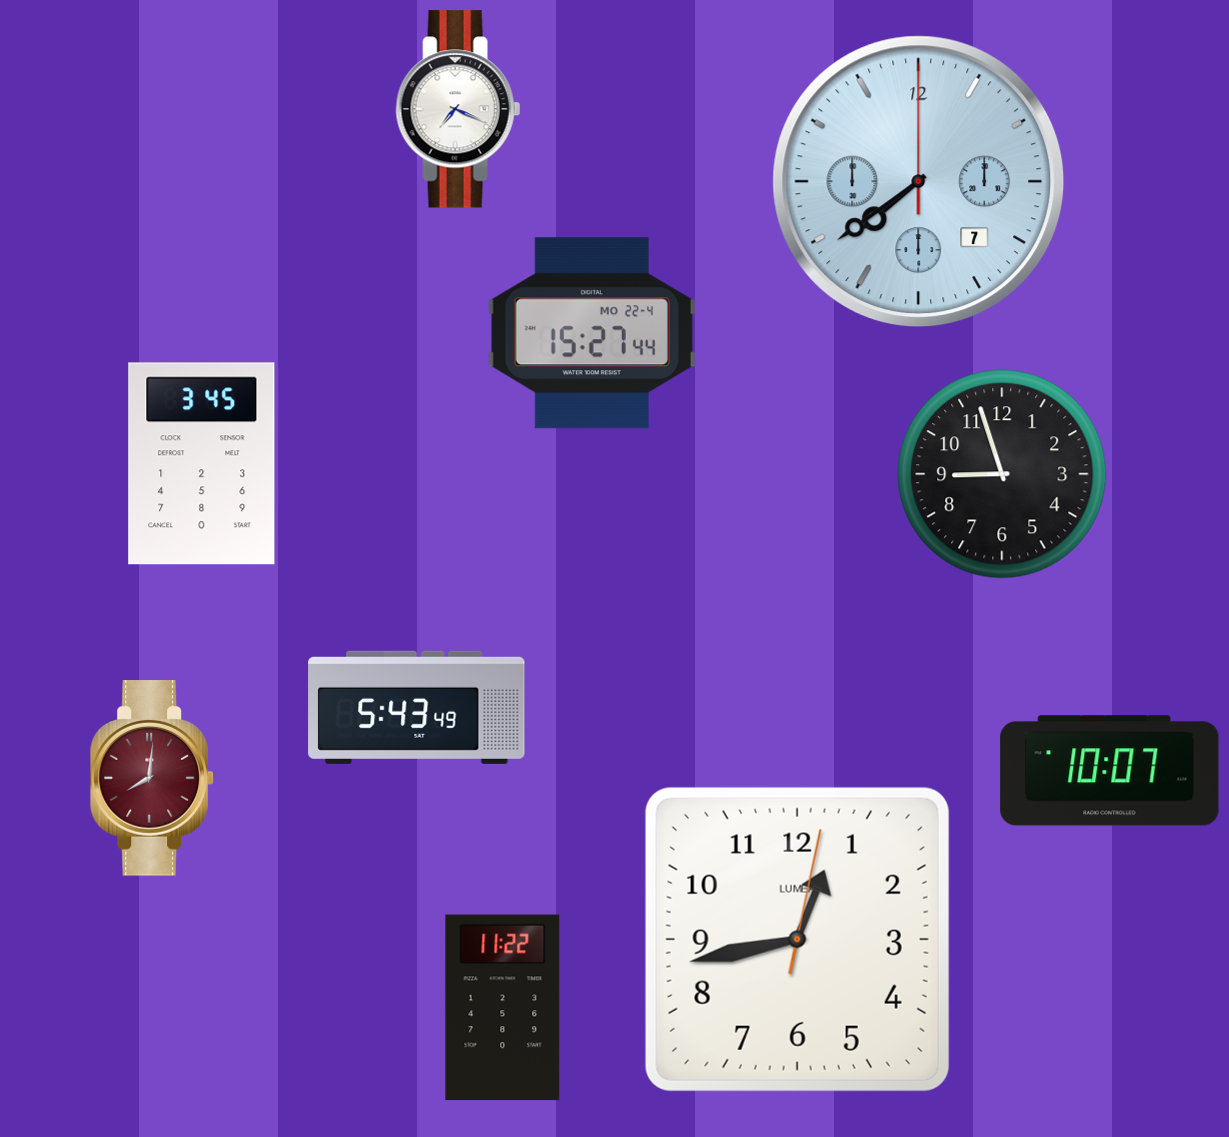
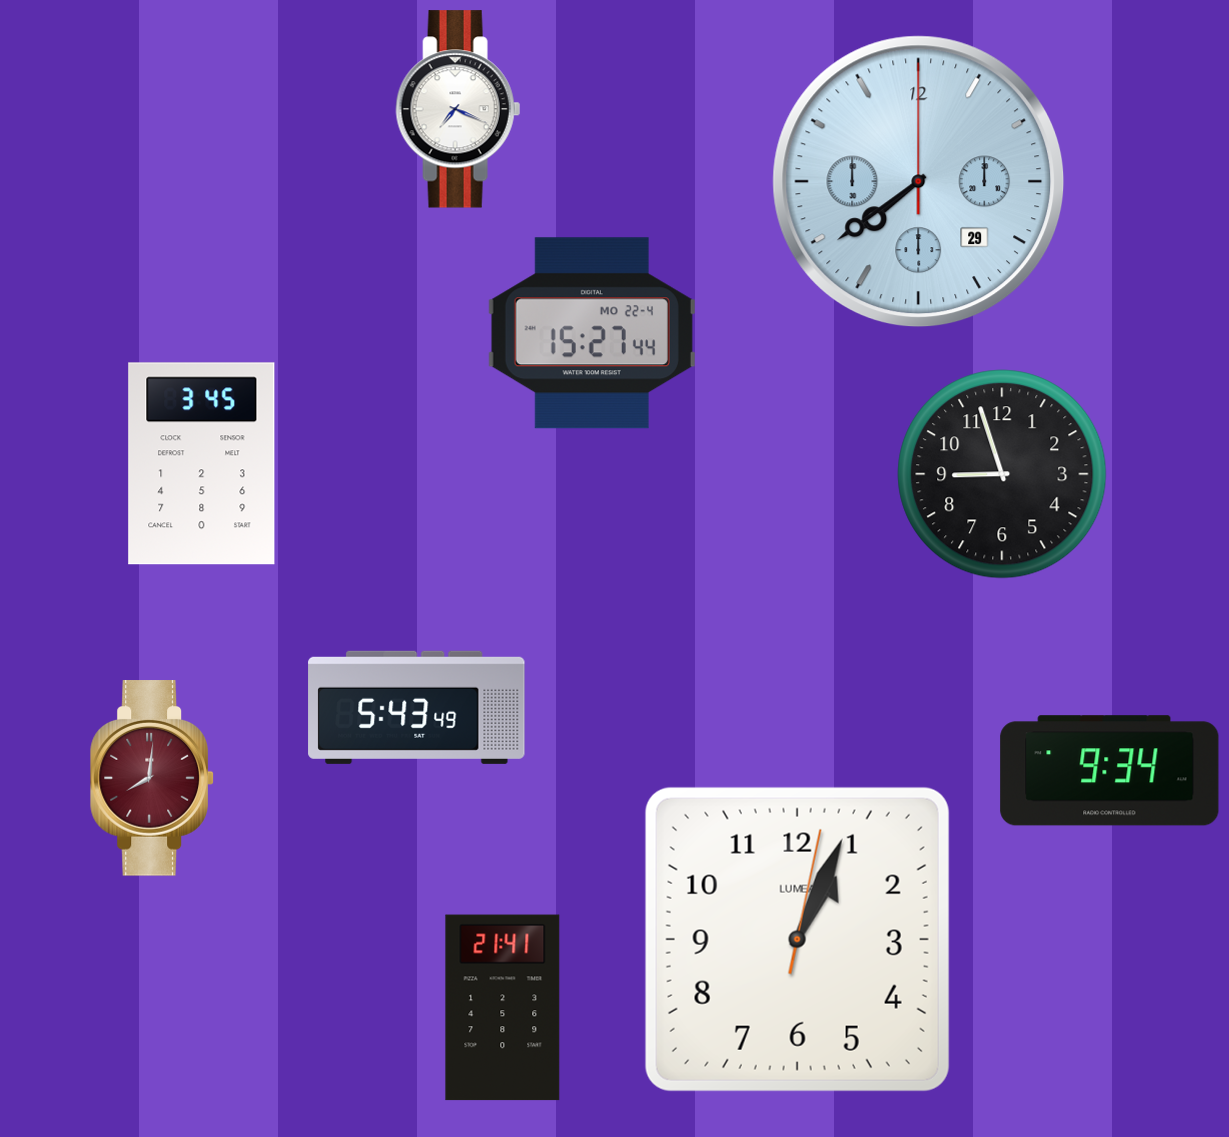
clock at (919, 182) date: 7 -> 29
clock at (1110, 771): 10:07 -> 9:34
clock at (797, 939): 12:43 -> 1:04
clock at (503, 1008): 11:22 -> 21:41
